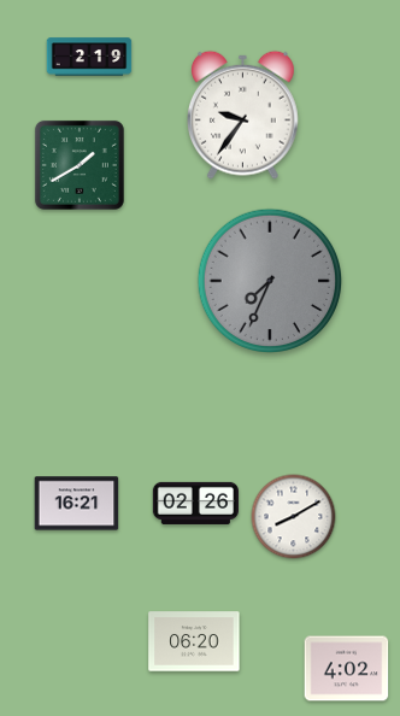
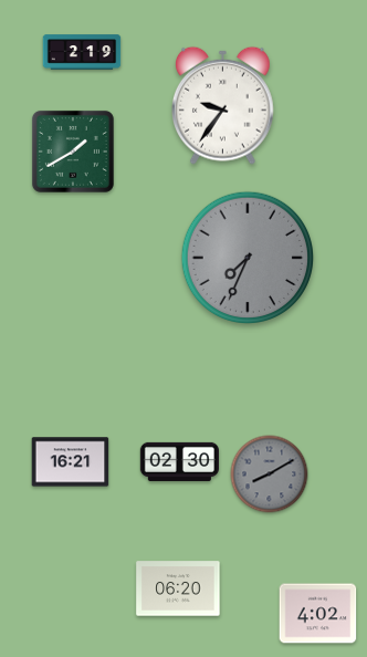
clock at (195, 503): 02:26 -> 02:30
clock at (294, 517) dial: white -> grey
